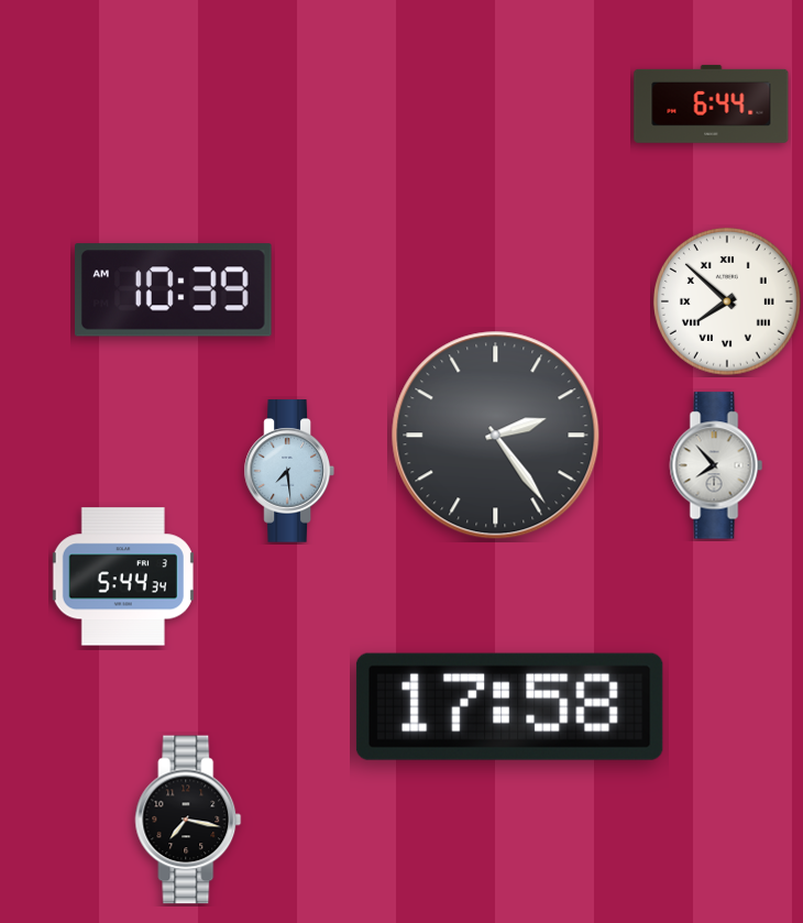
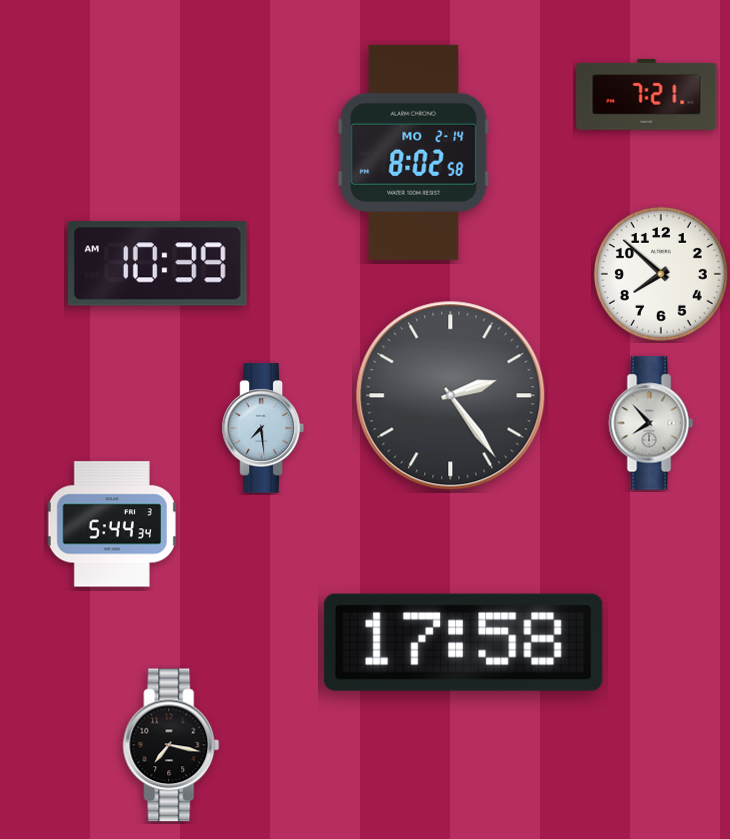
clock at (712, 103): 6:44 -> 7:21
clock at (414, 152): none -> 8:02
clock at (727, 301) numerals: Roman -> Arabic
